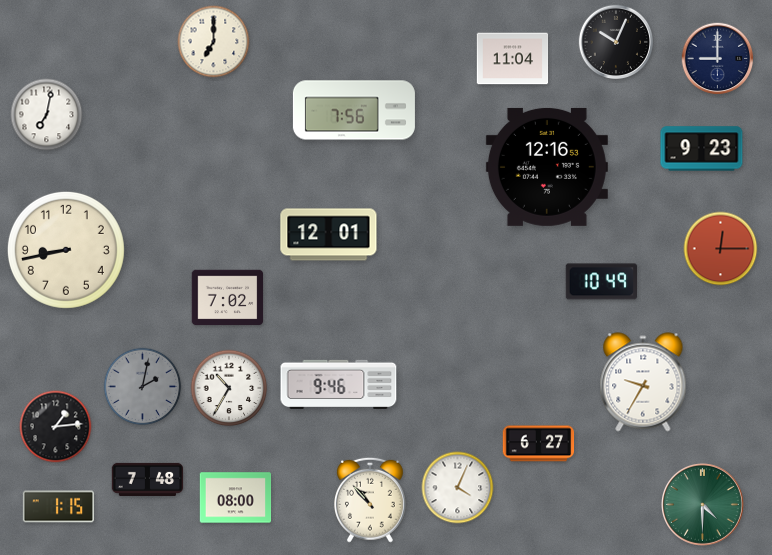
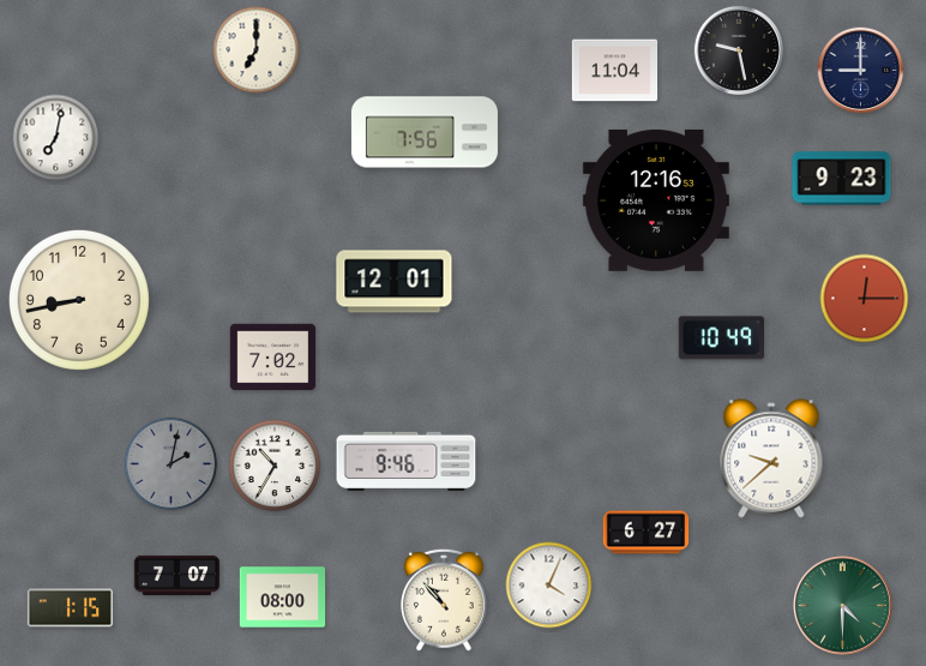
clock at (615, 41): 10:04 -> 9:28
clock at (643, 382): 9:35 -> 9:38
clock at (56, 427): 1:14 -> none
clock at (148, 479): 7:48 -> 7:07
